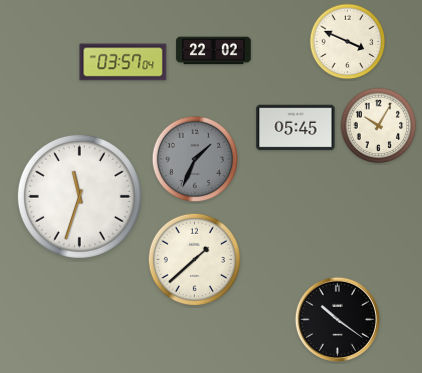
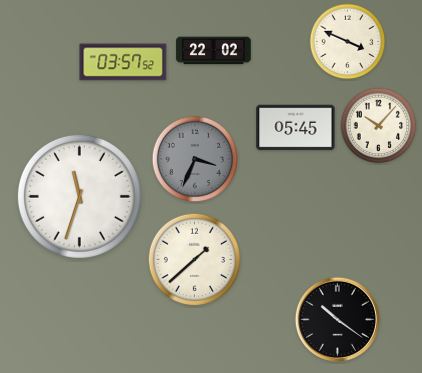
clock at (123, 62): 03:57:04 -> 03:57:52
clock at (379, 126): 10:05 -> 10:07
clock at (195, 159): 1:34 -> 3:34
